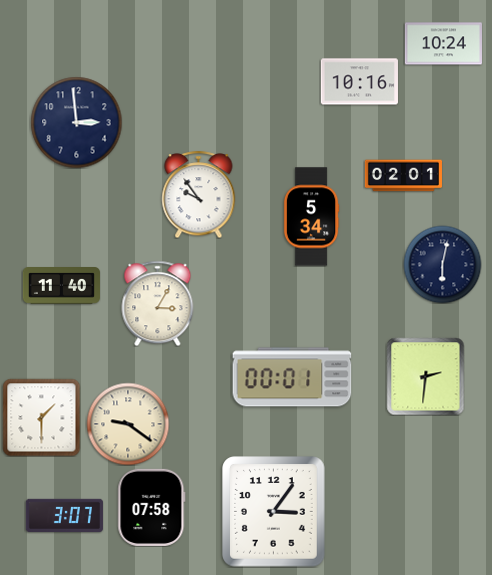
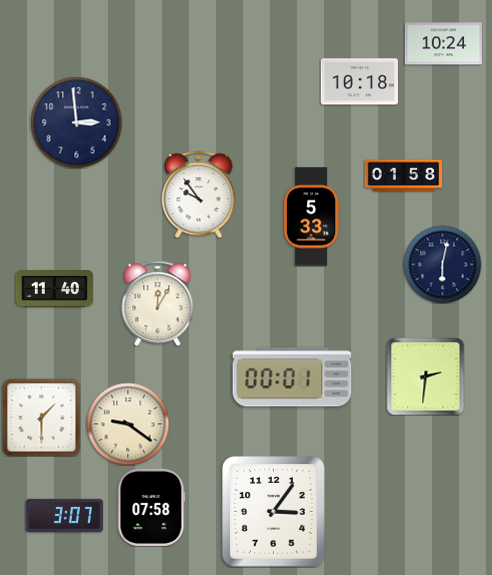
clock at (359, 82): 10:16 -> 10:18
clock at (403, 176): 02:01 -> 01:58
clock at (311, 217): 5:34 -> 5:33
clock at (61, 286) position: (61, 286) -> (54, 289)
clock at (158, 303): 3:05 -> 12:05
